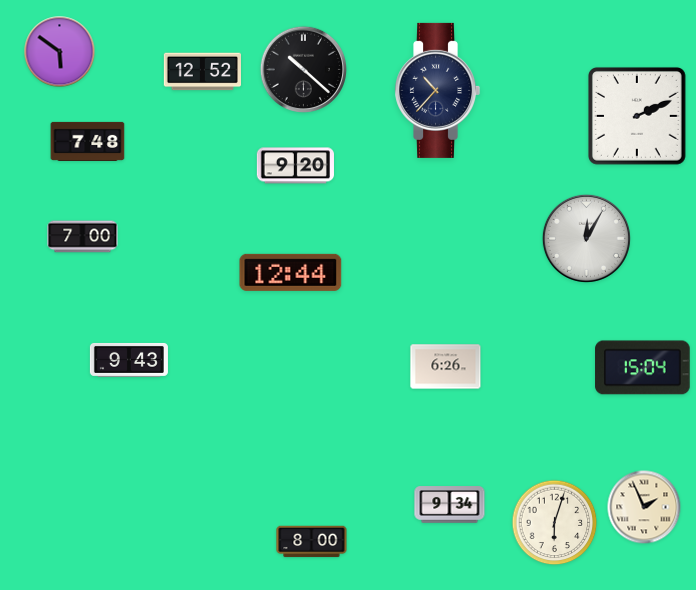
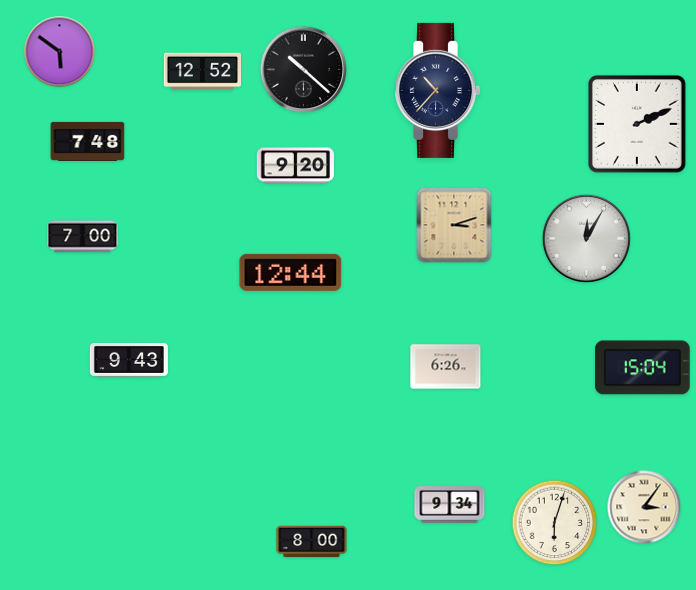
clock at (637, 116) position: (637, 116) -> (637, 124)
clock at (454, 225): none -> 3:12
clock at (644, 507): 1:56 -> 3:06
